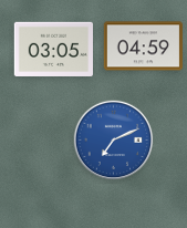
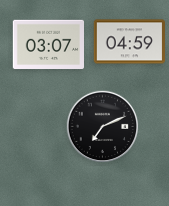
clock at (53, 50): 03:05 -> 03:07
clock at (114, 141) dial: blue -> black
